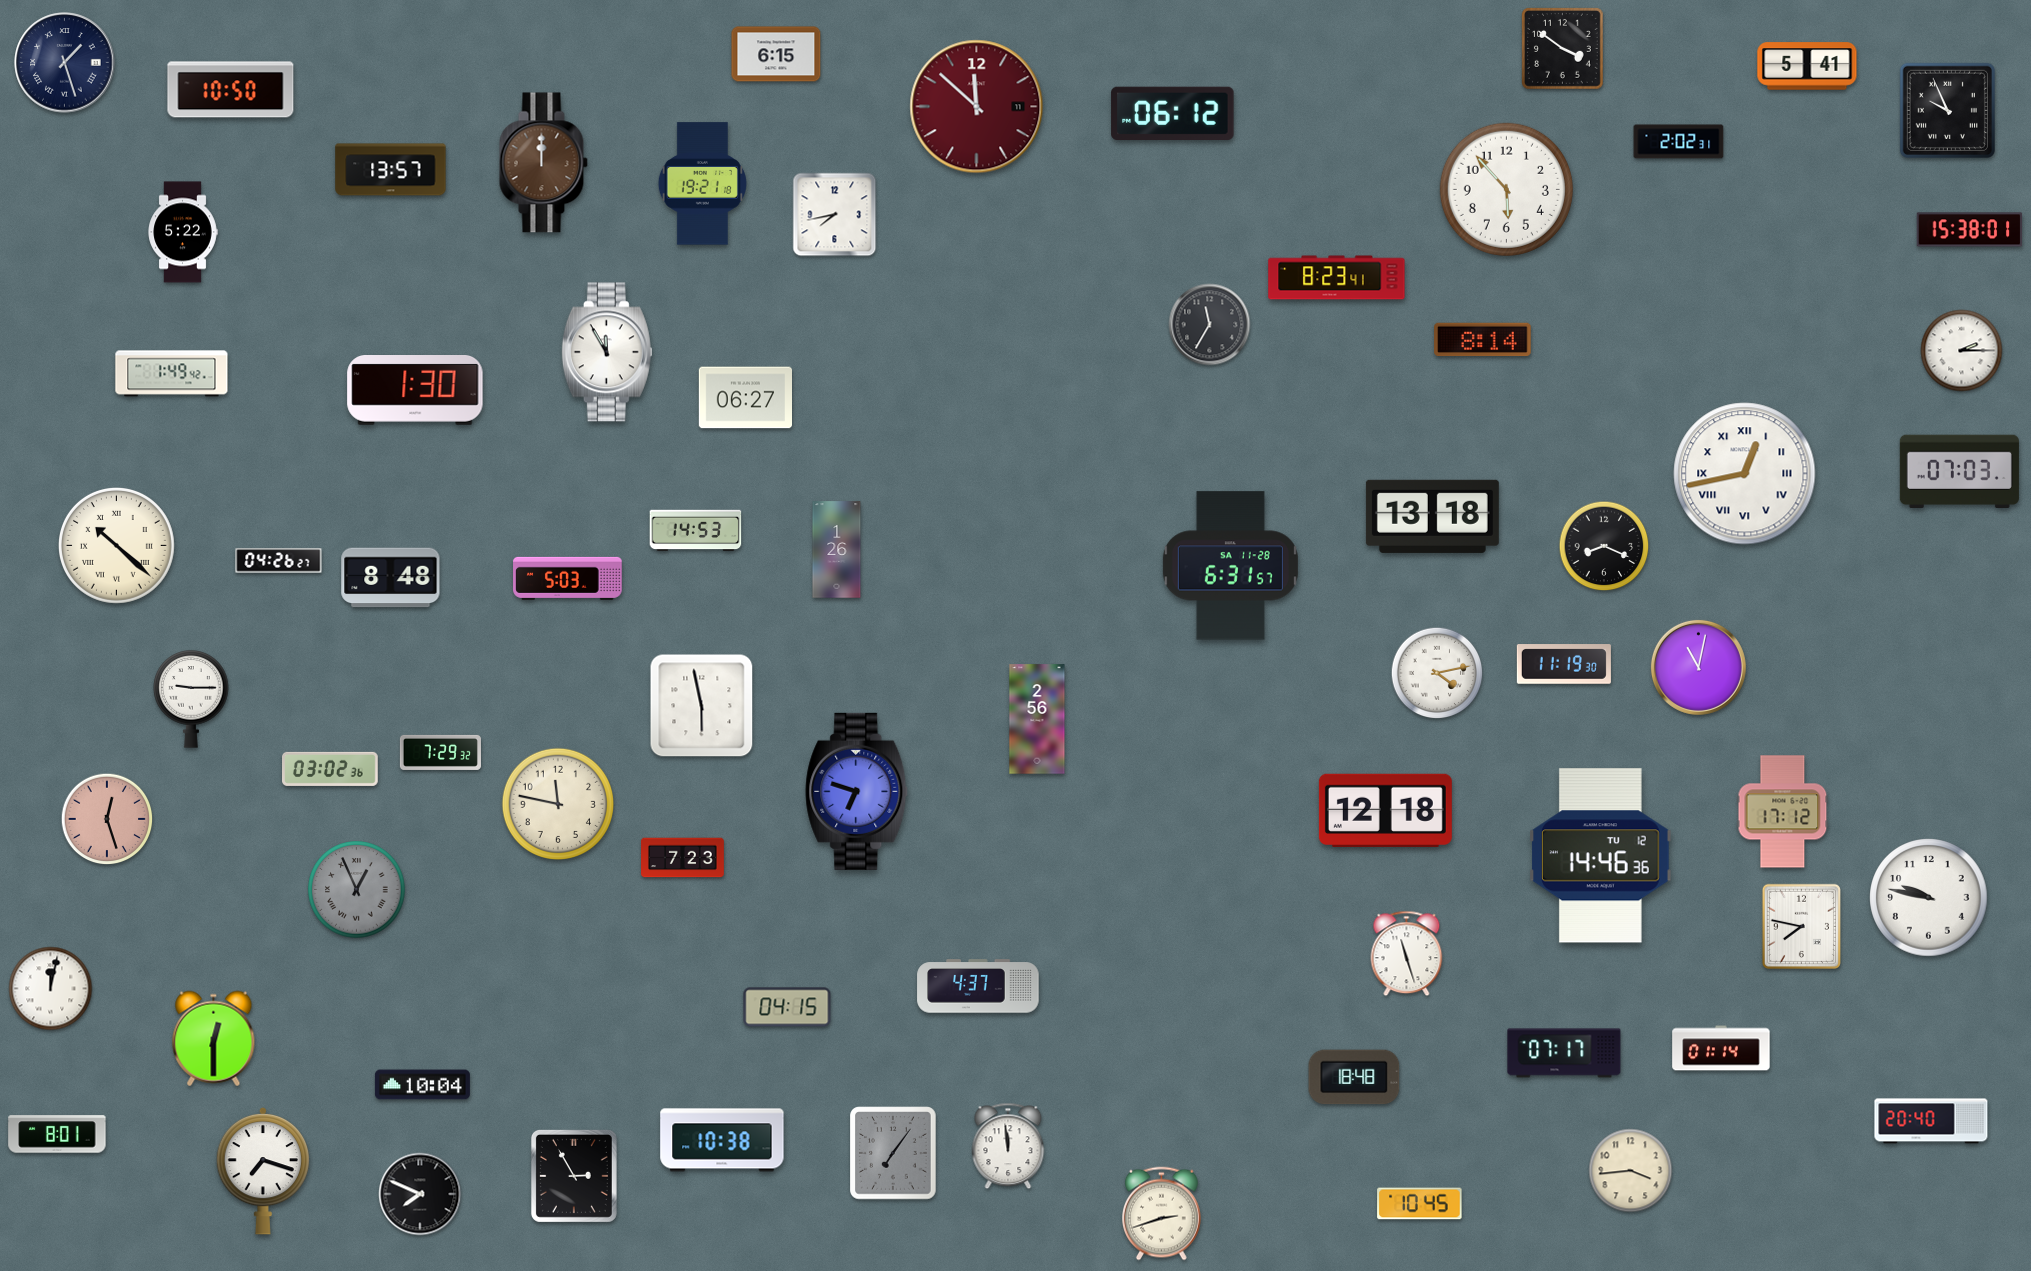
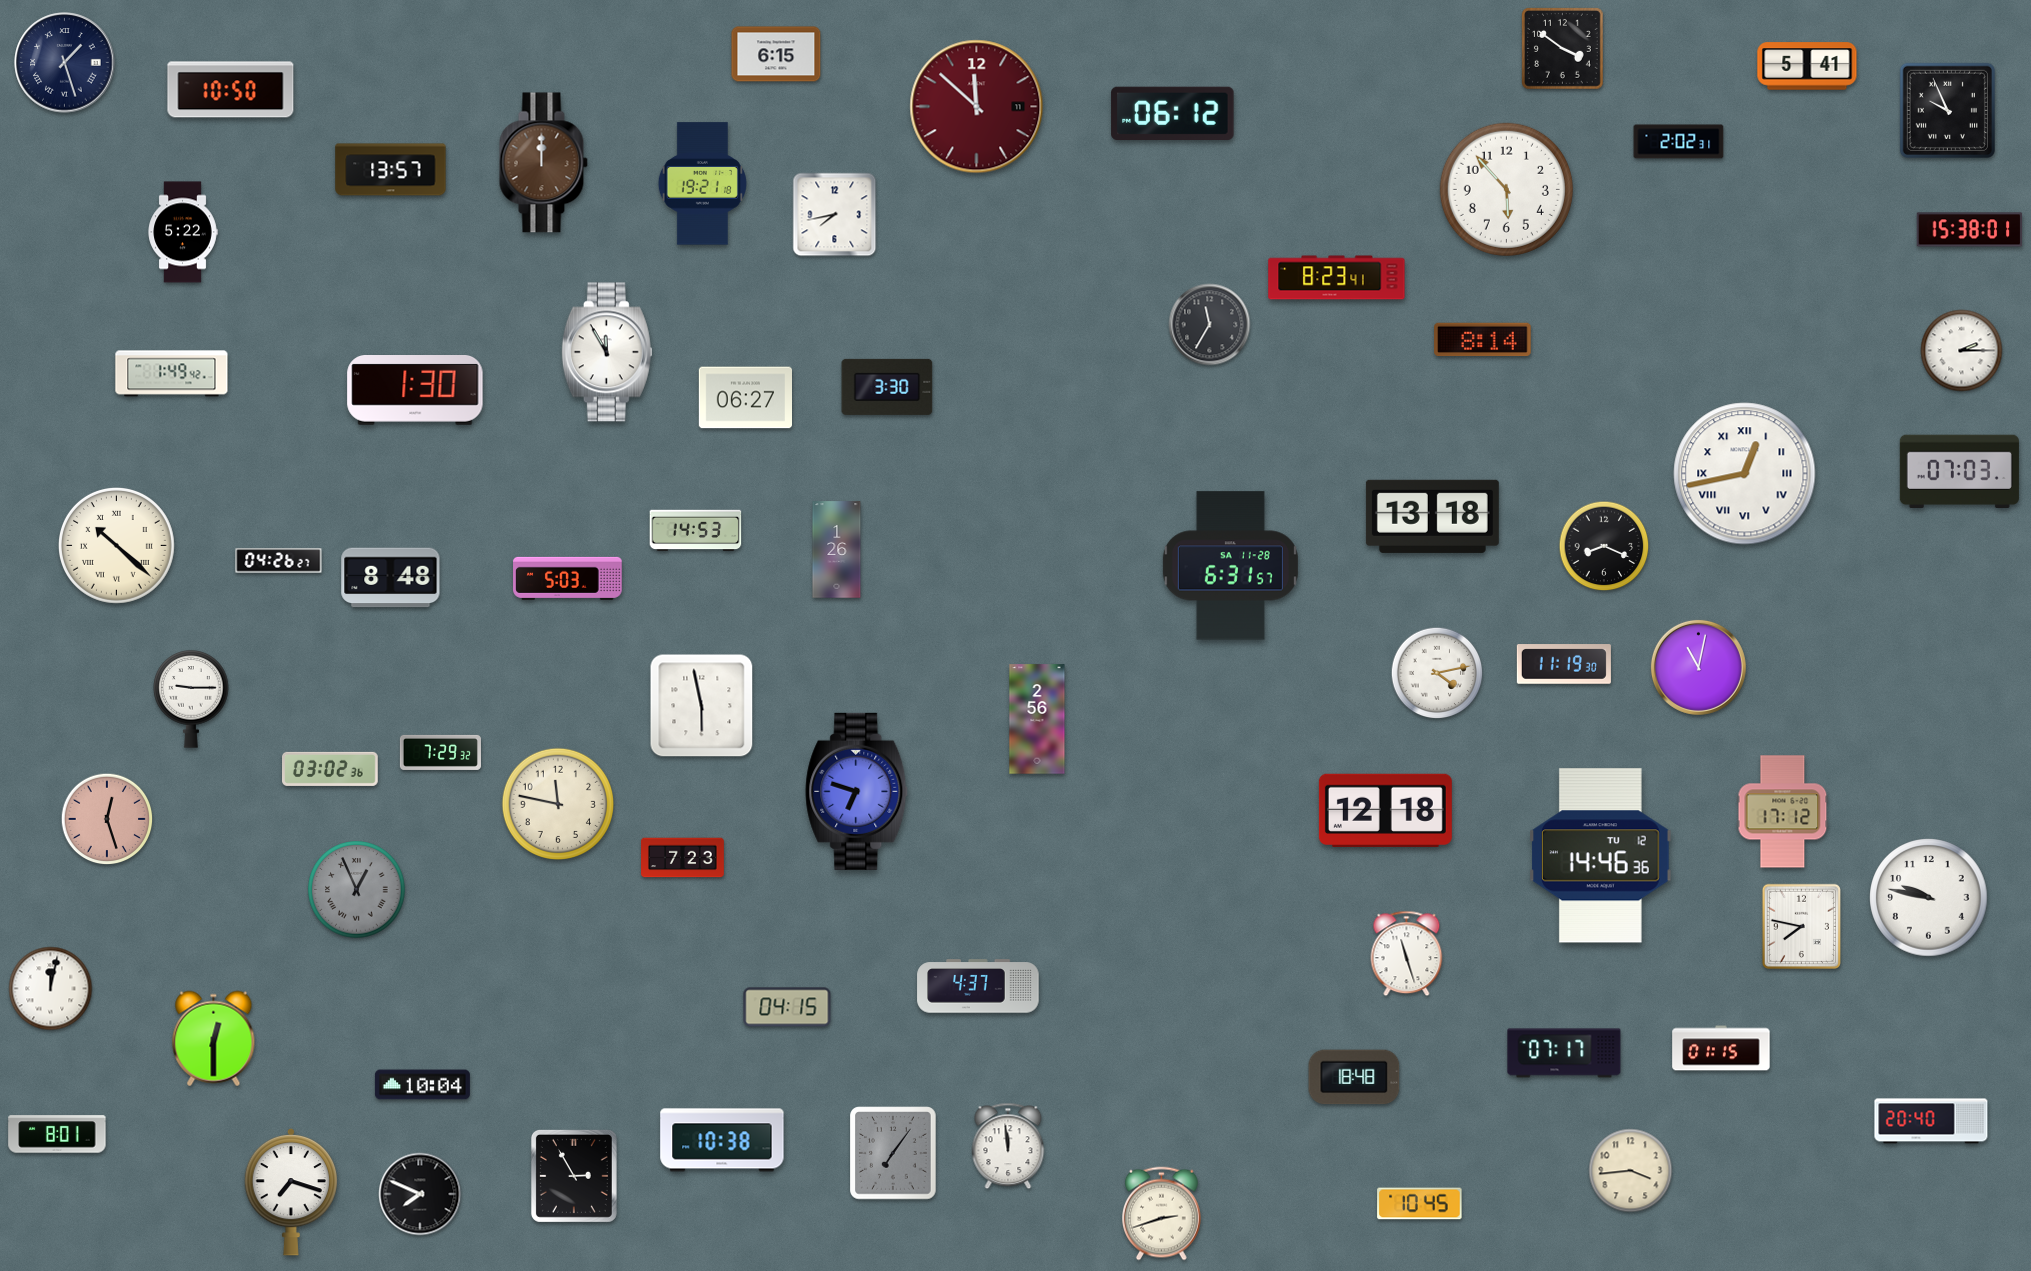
clock at (887, 387): none -> 3:30
clock at (1721, 1048): 01:14 -> 01:15
clock at (262, 1171) position: (262, 1171) -> (290, 1192)
